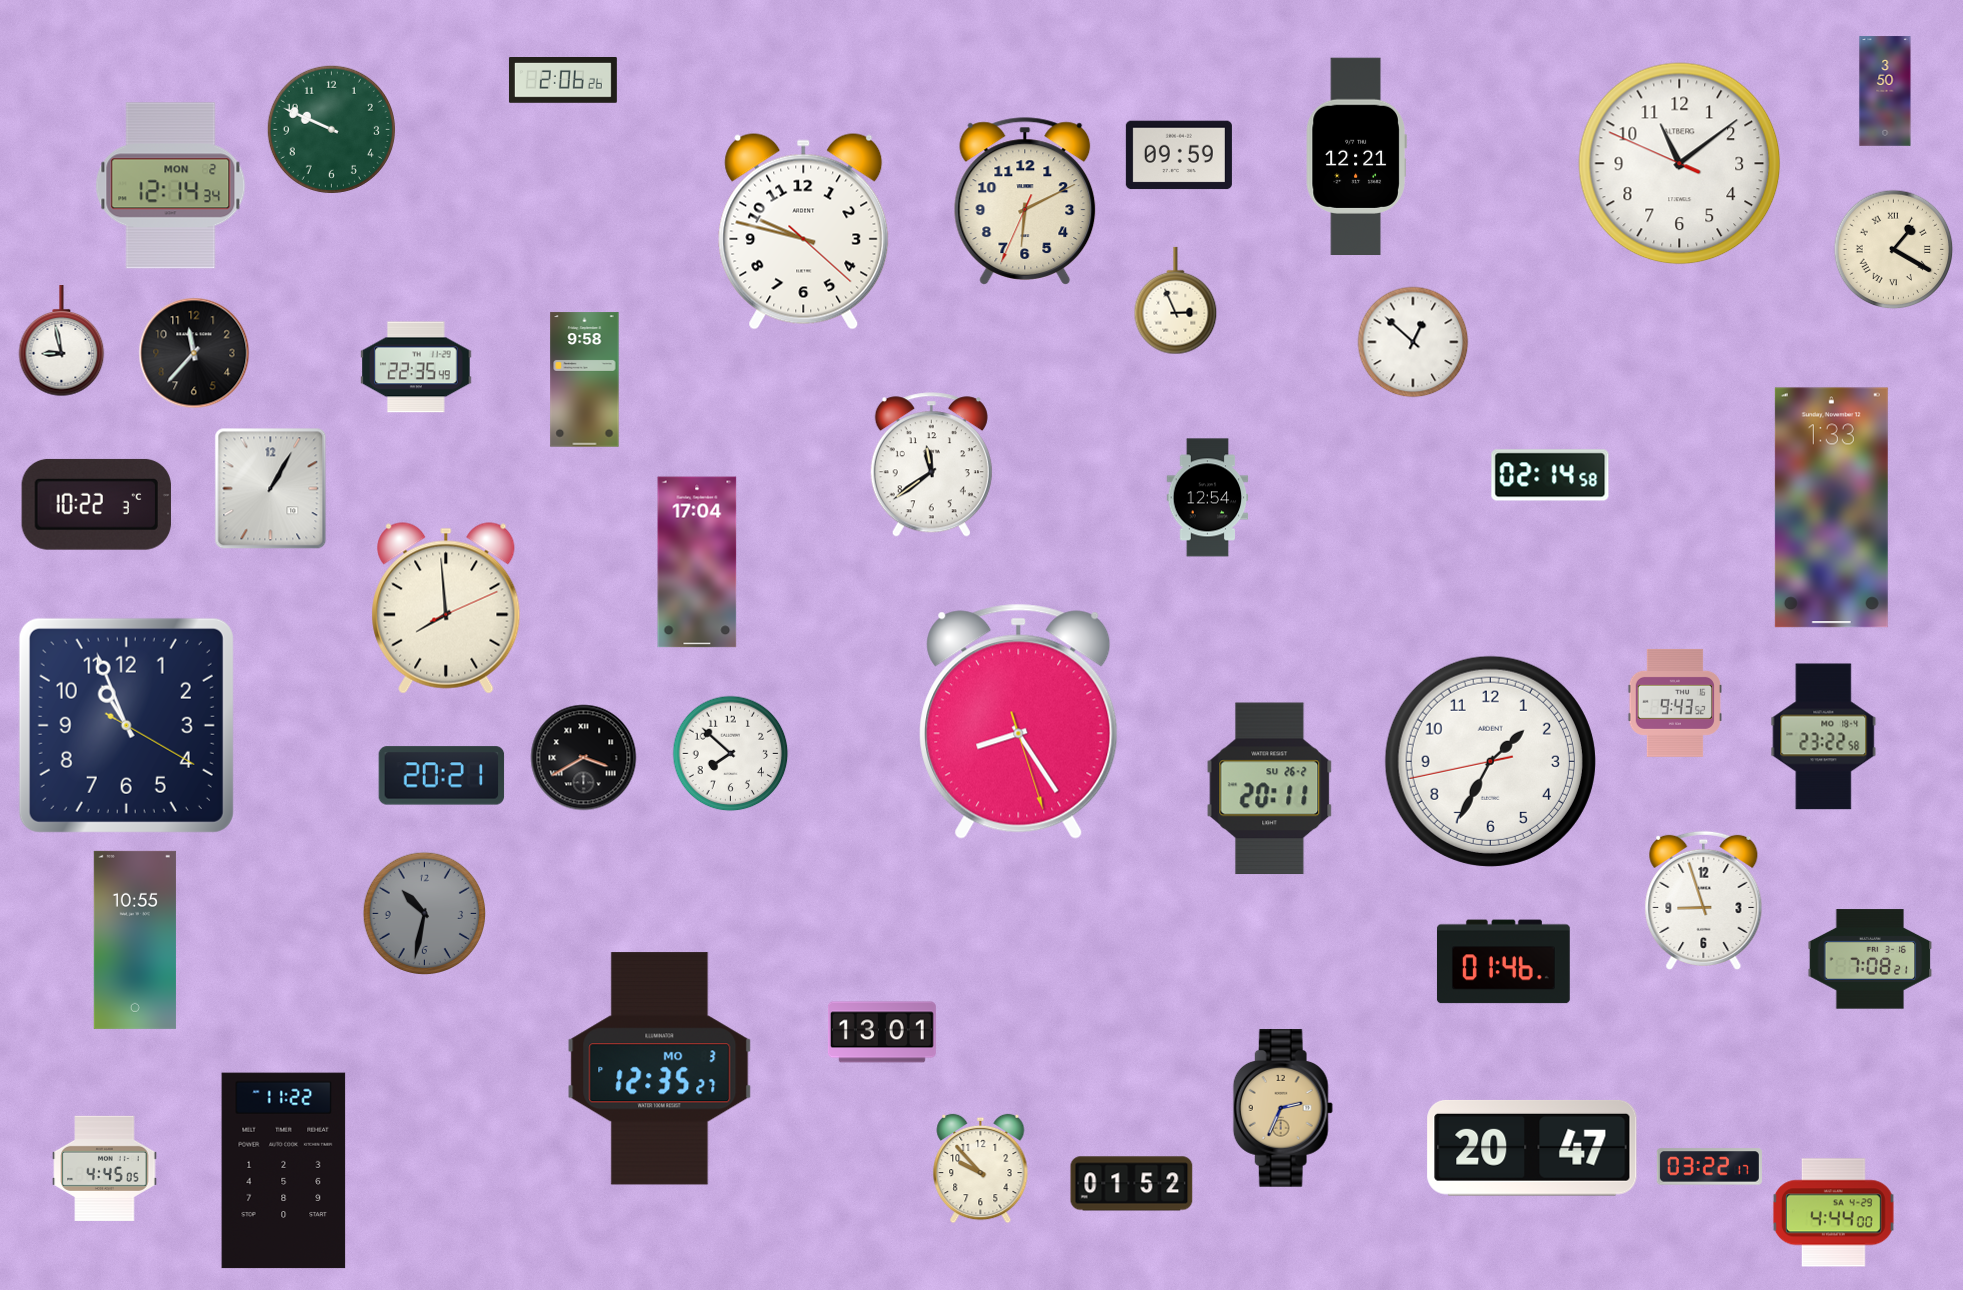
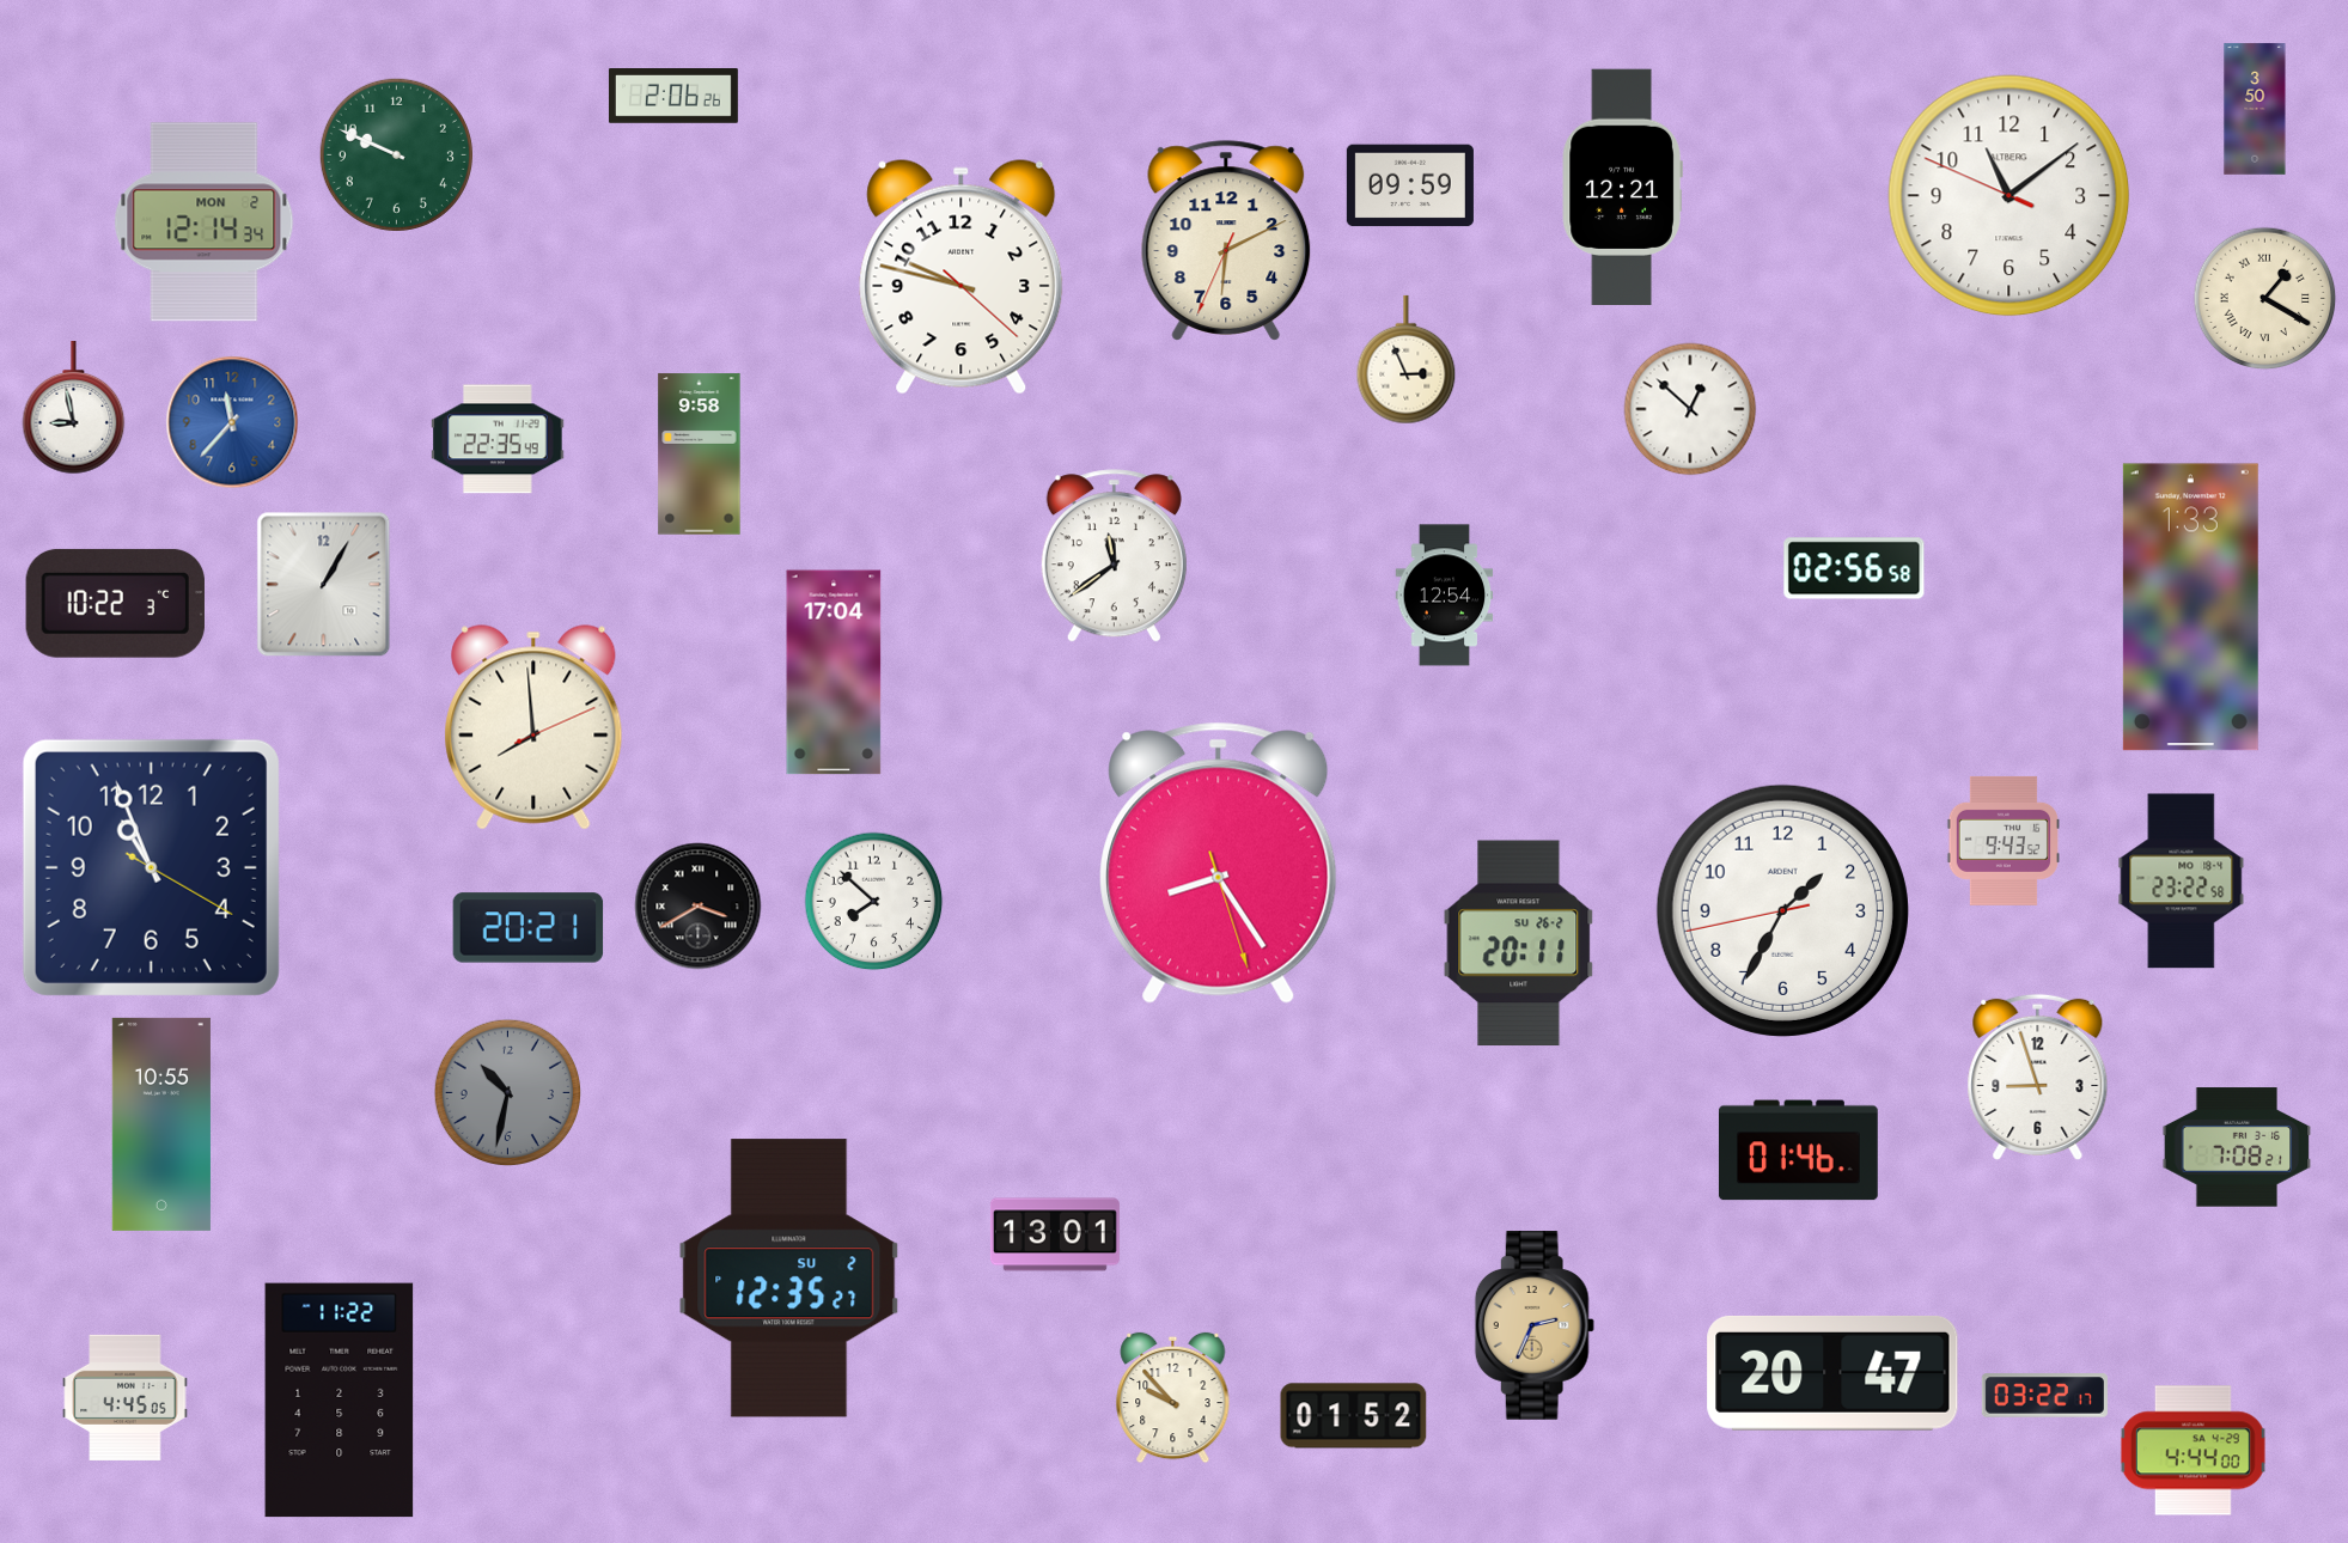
clock at (194, 353) dial: black -> blue
clock at (1550, 475): 02:14 -> 02:56
clock at (660, 1069) date: MO 3 -> SU 2
